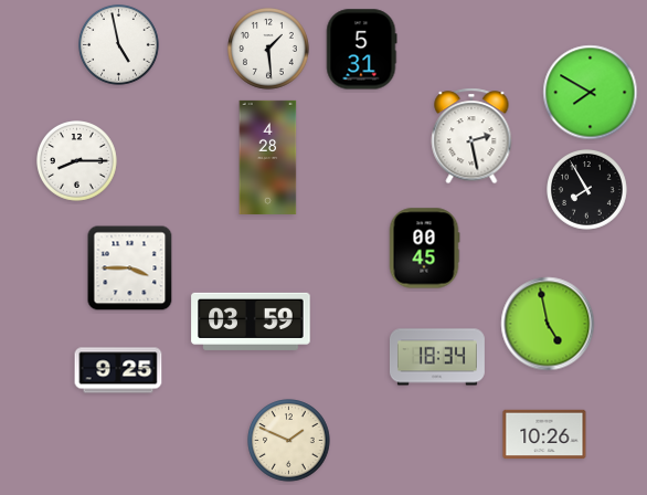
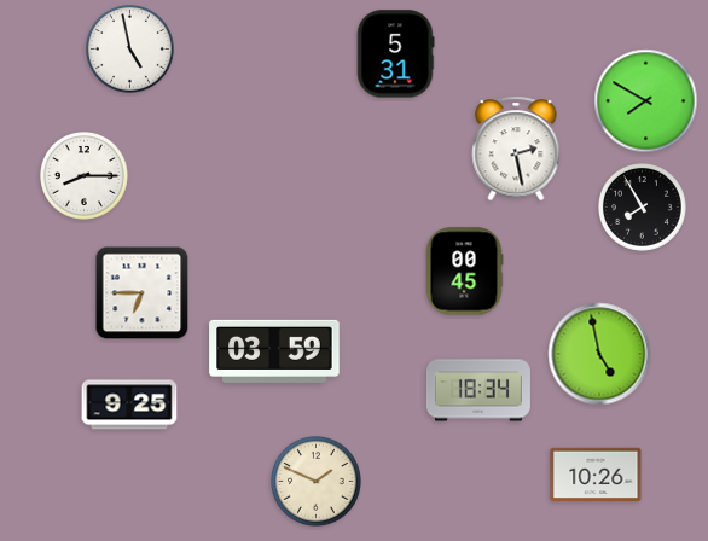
clock at (269, 50): 1:29 -> none
clock at (268, 157): 4:28 -> none
clock at (130, 268): 3:45 -> 6:45
